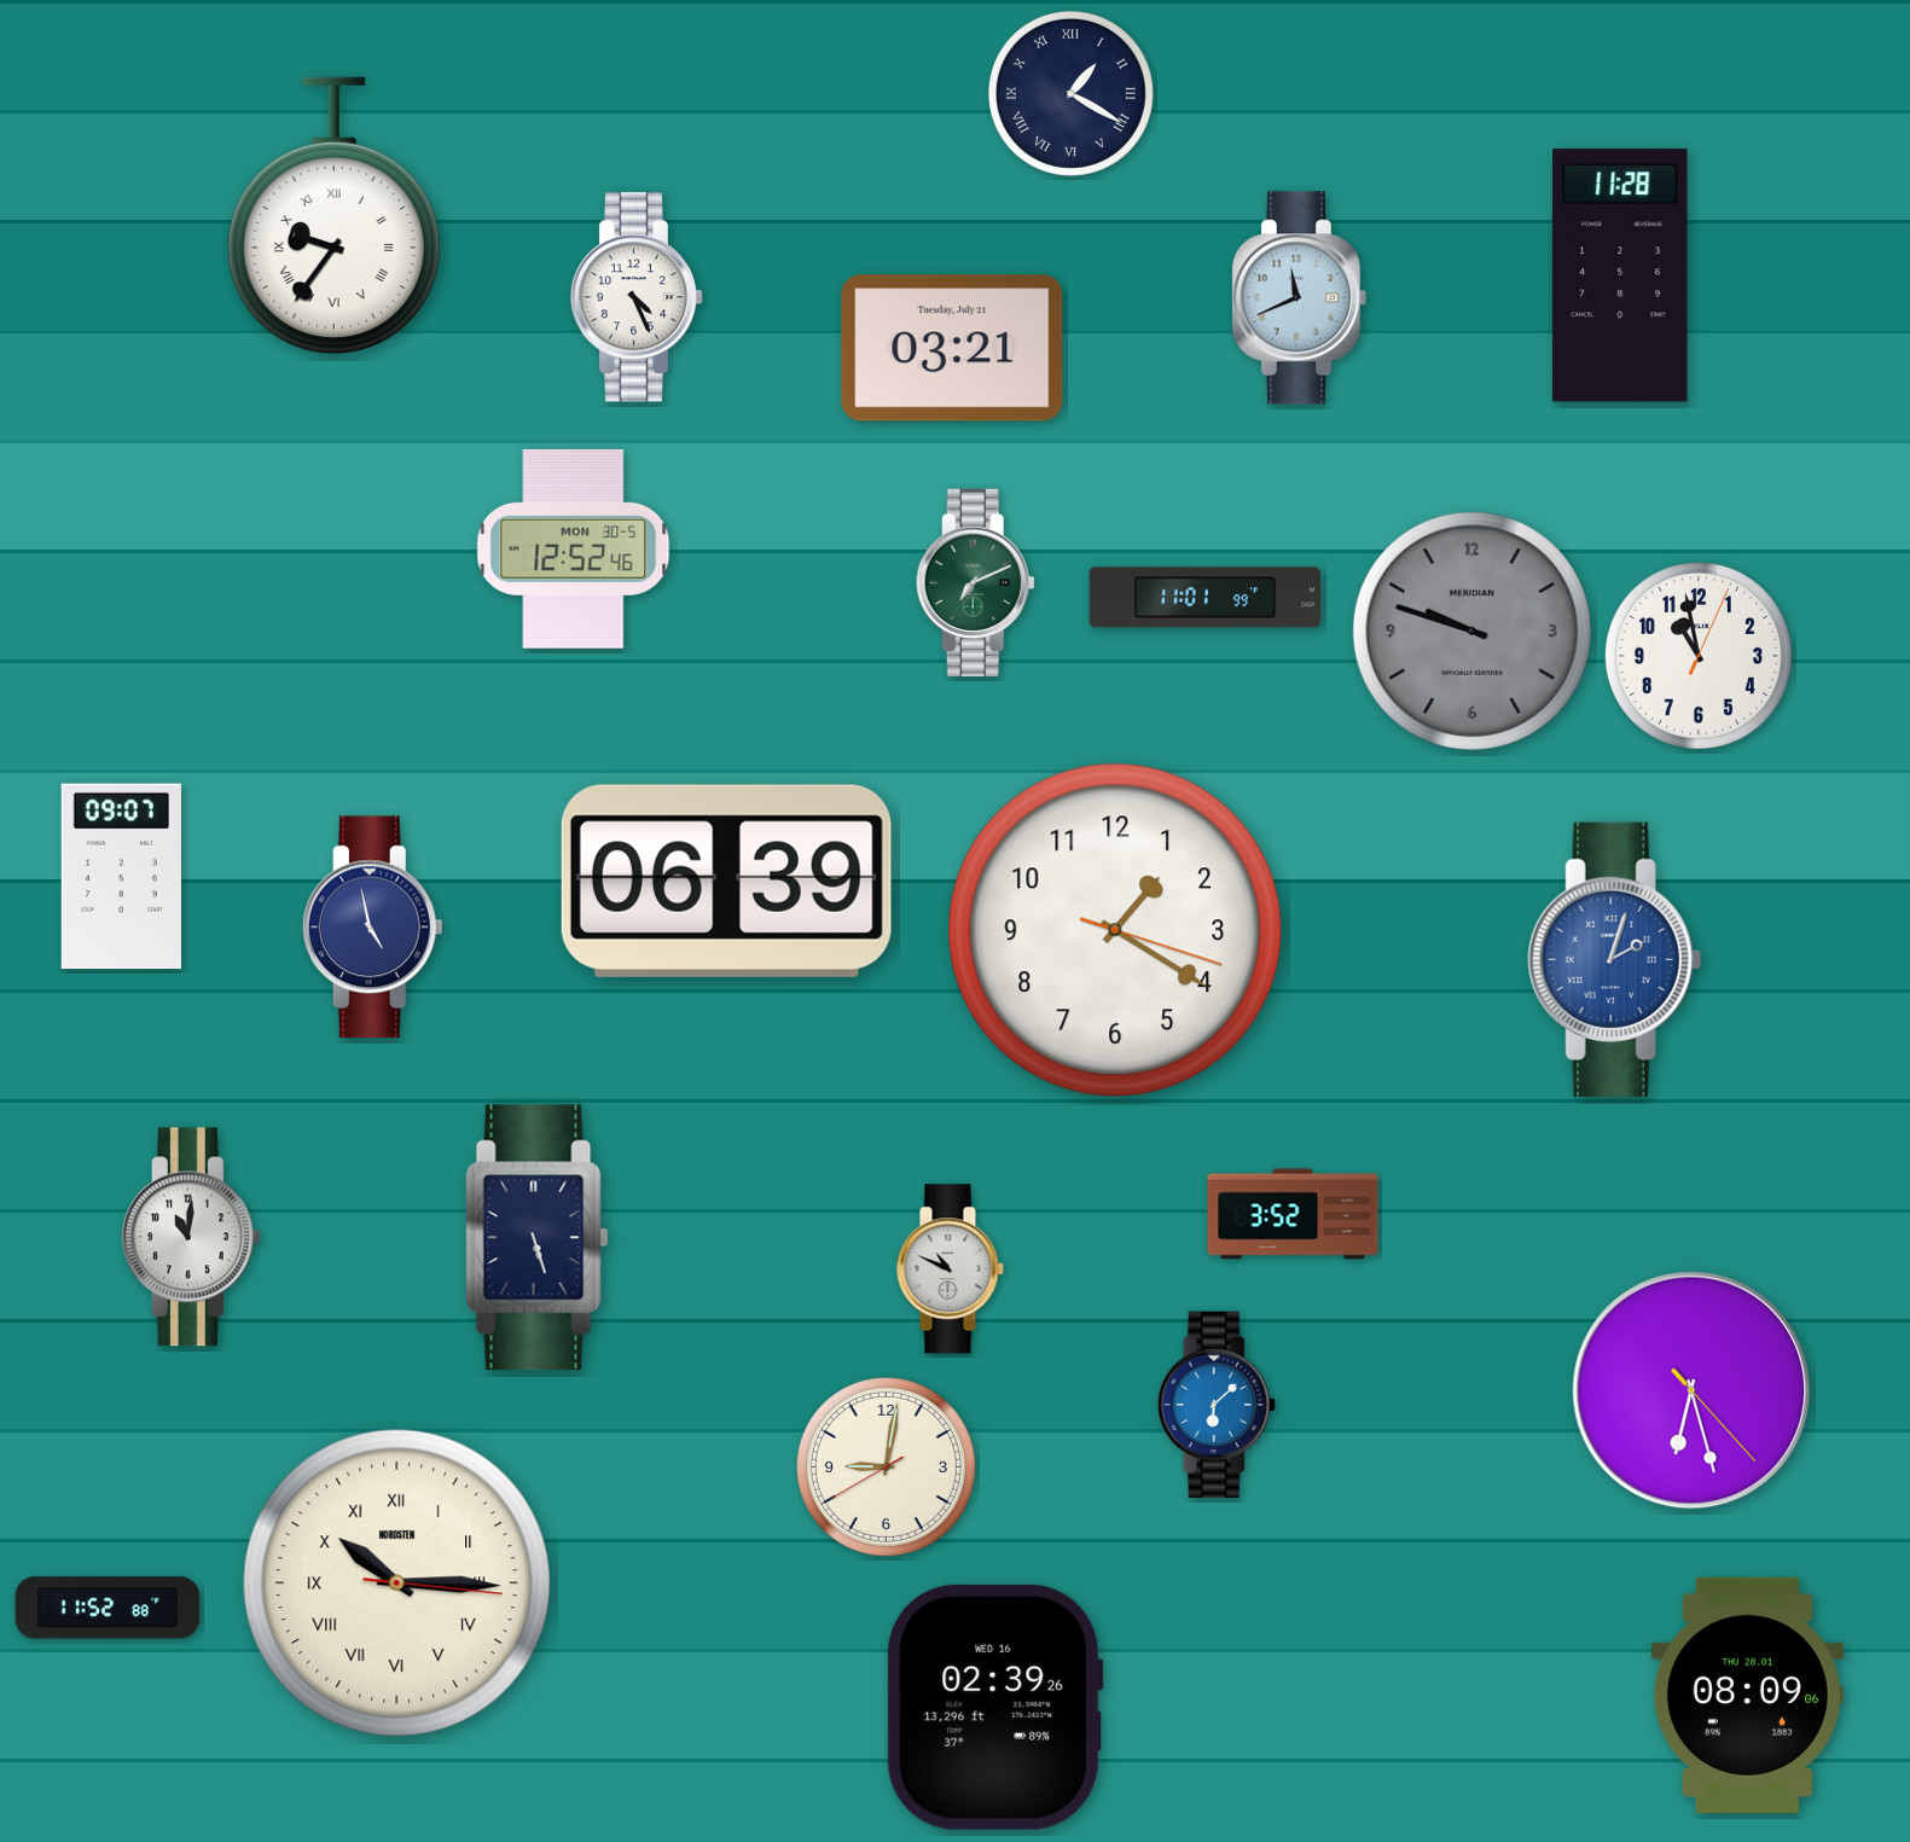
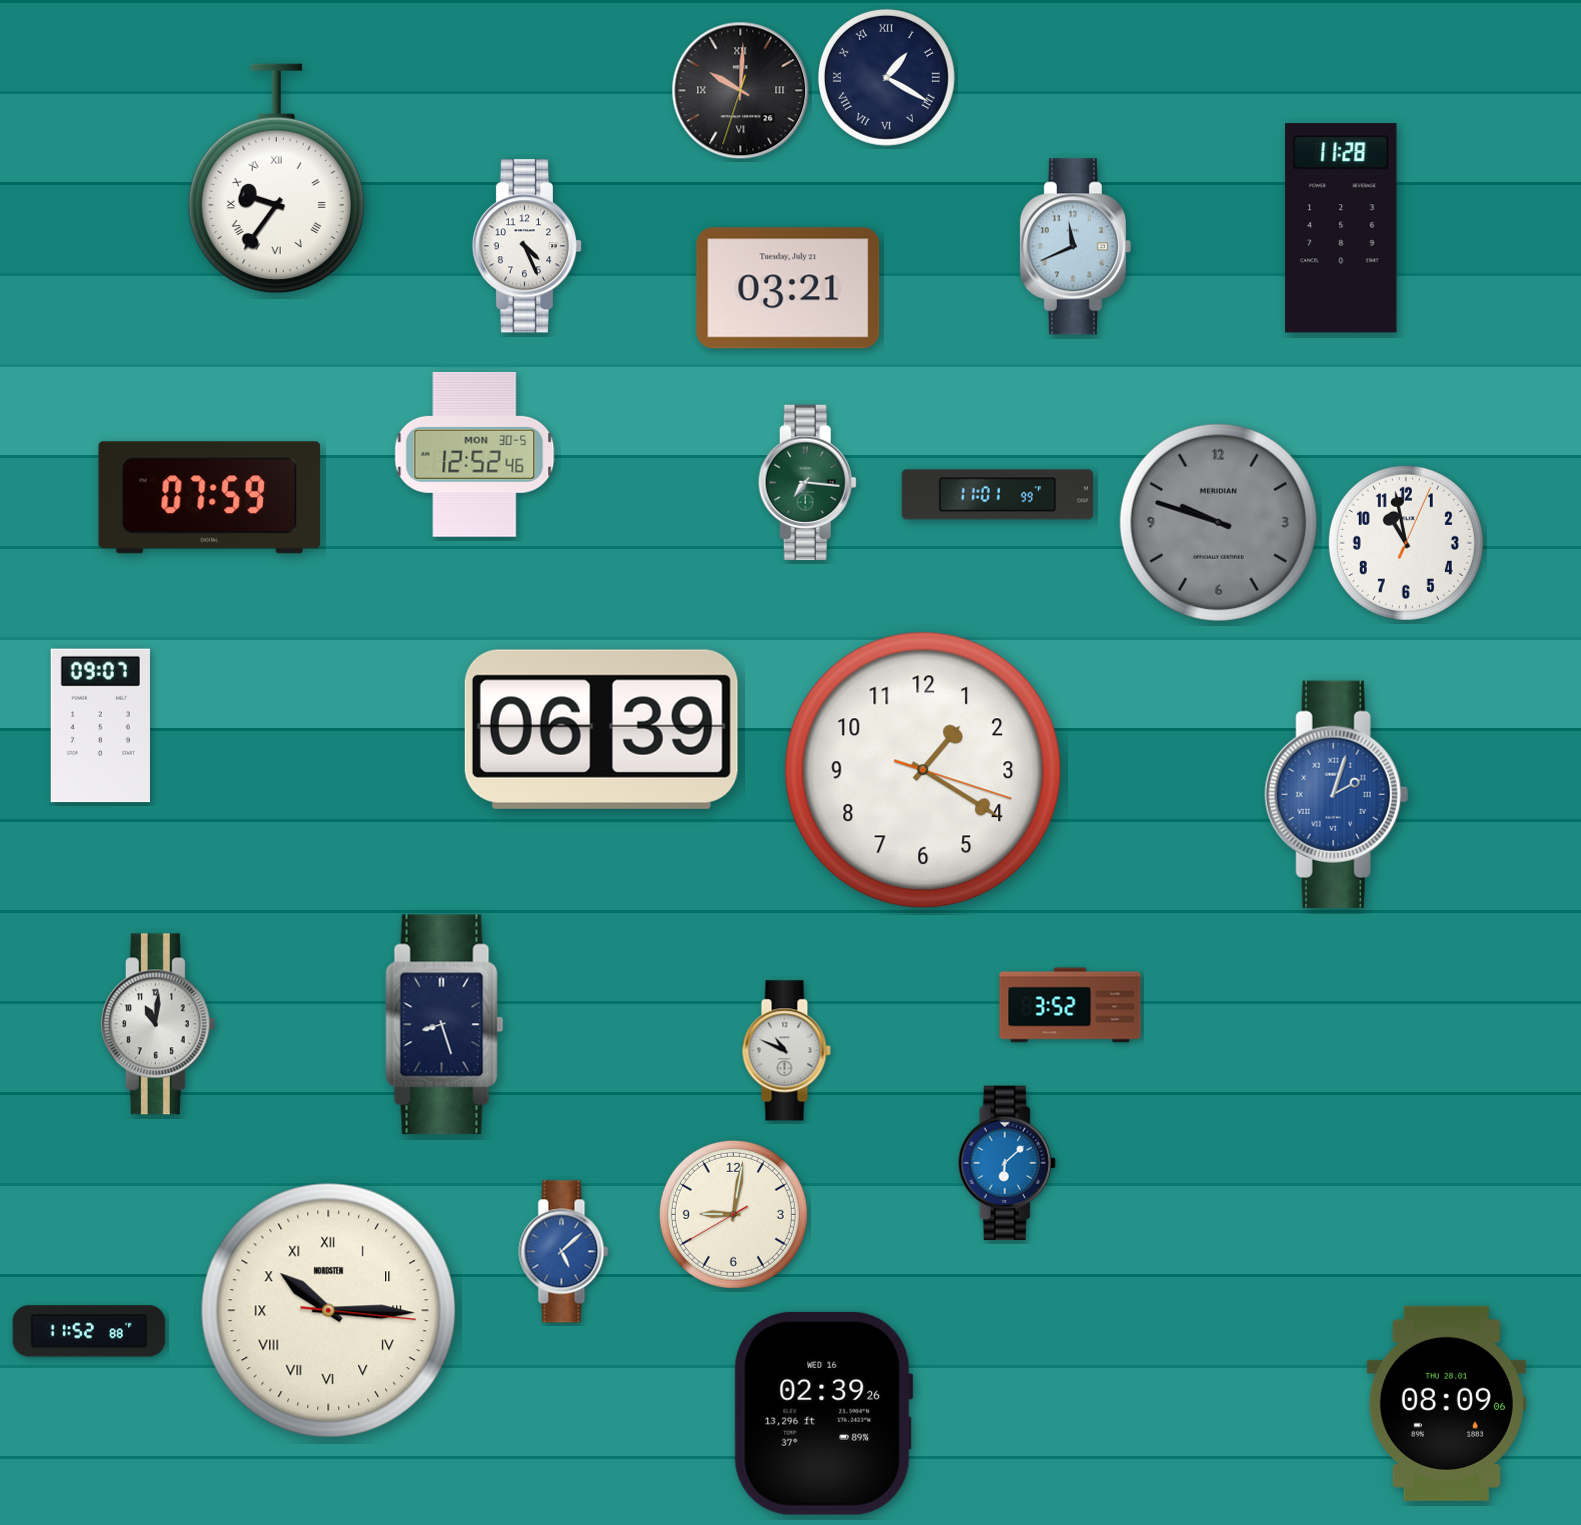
clock at (741, 91): none -> 10:00
clock at (975, 582): 7:11 -> 7:16
clock at (210, 498): none -> 07:59
clock at (372, 928): 4:58 -> none
clock at (538, 1238): 5:27 -> 8:27
clock at (1691, 1390): 6:27 -> none
clock at (564, 1252): none -> 5:08
